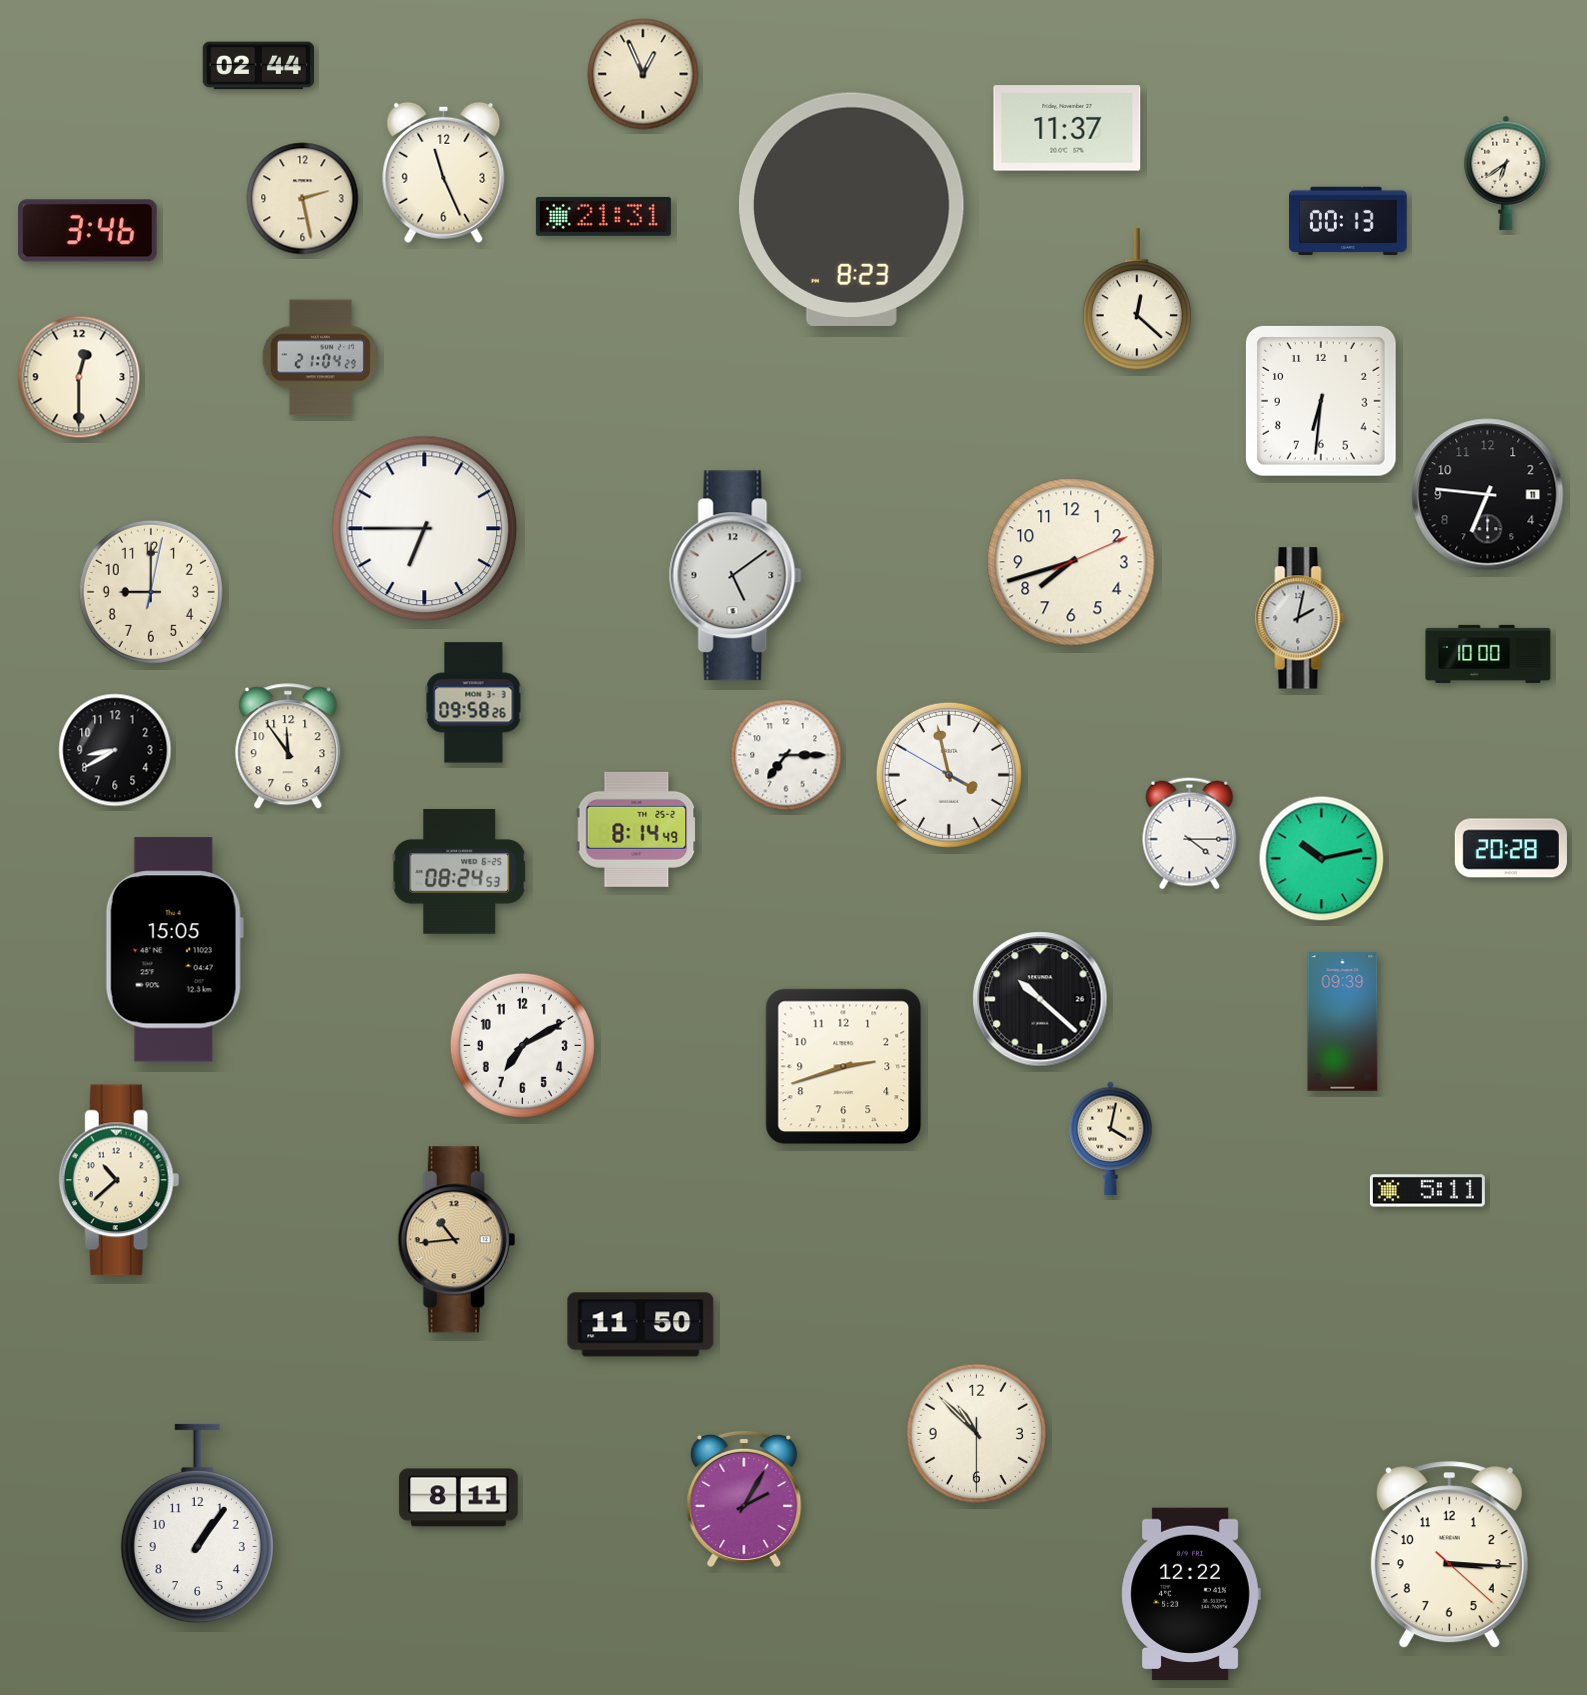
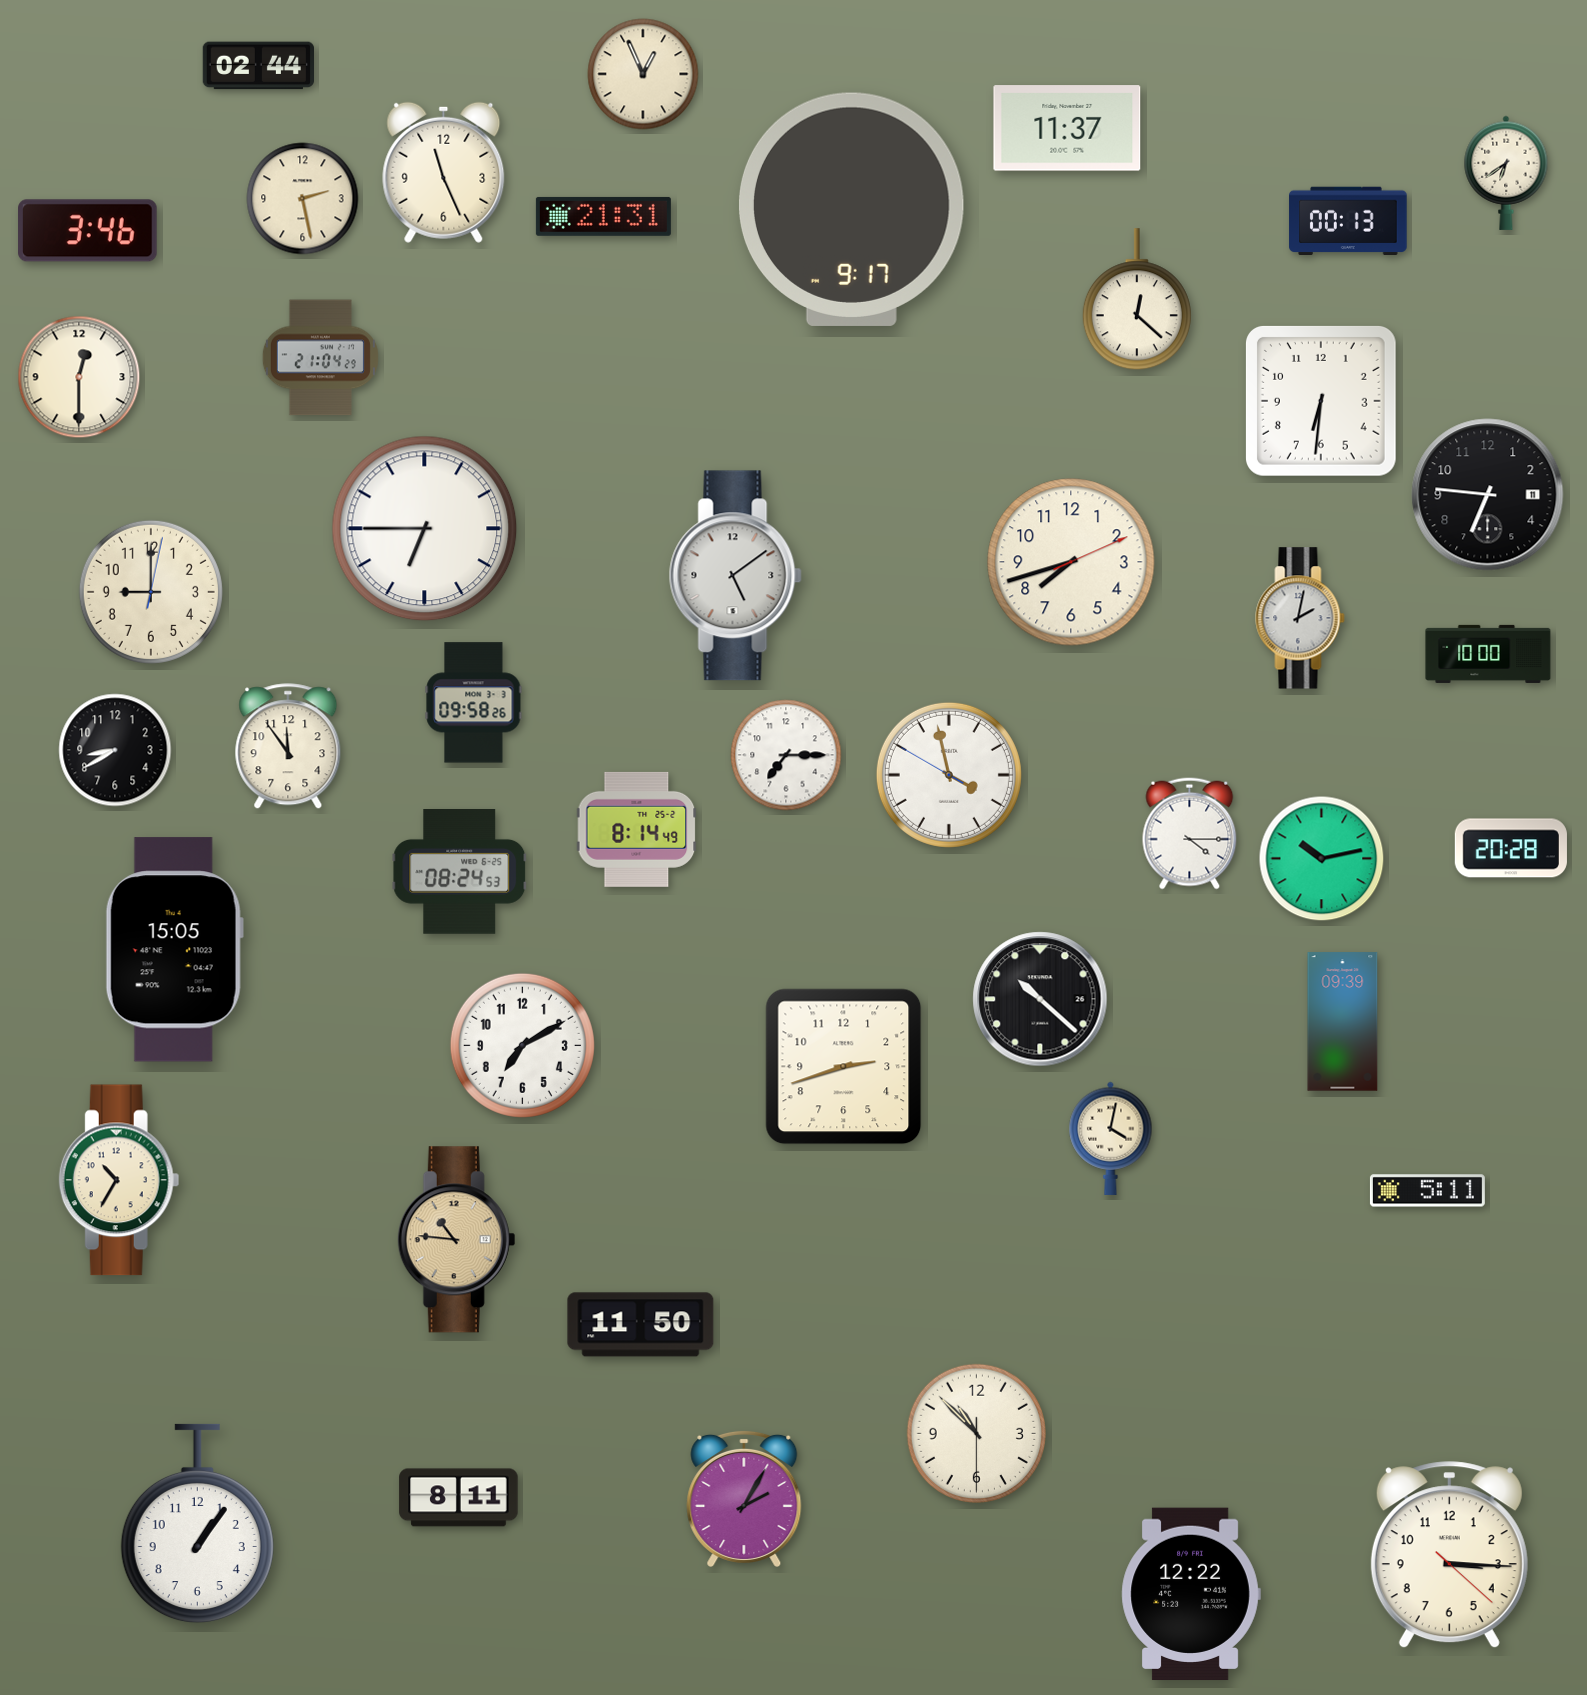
clock at (851, 209): 8:23 -> 9:17
clock at (119, 1180): 10:38 -> 10:35
clock at (457, 1240): 10:44 -> 10:46
